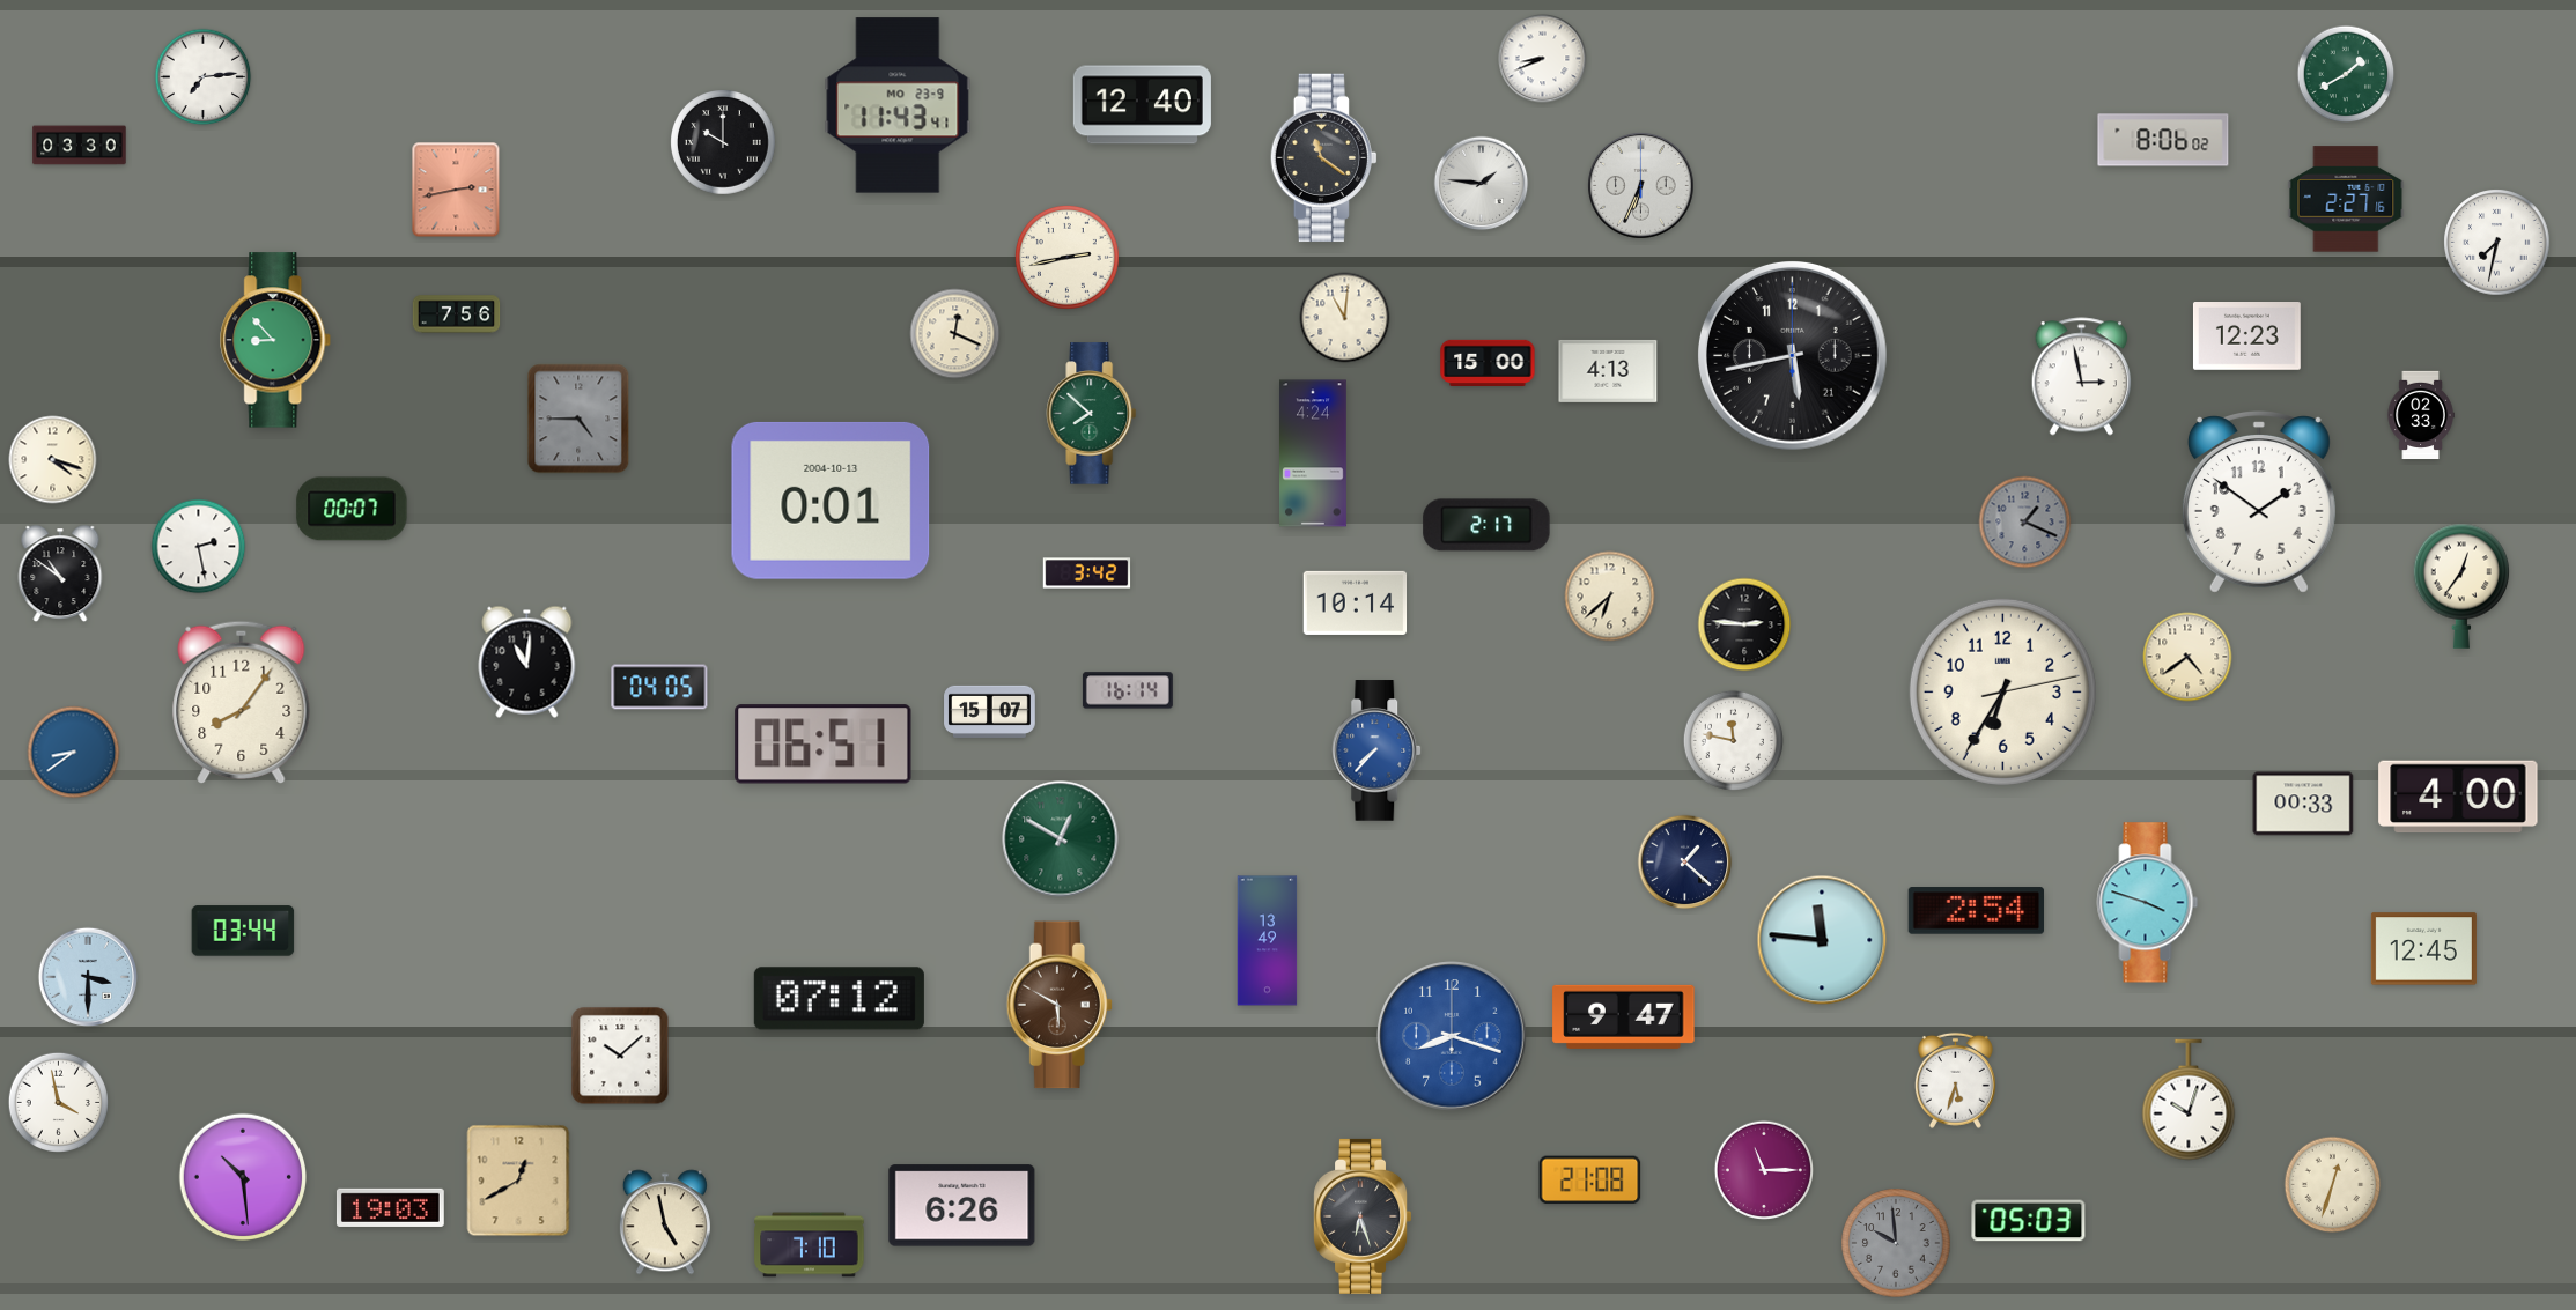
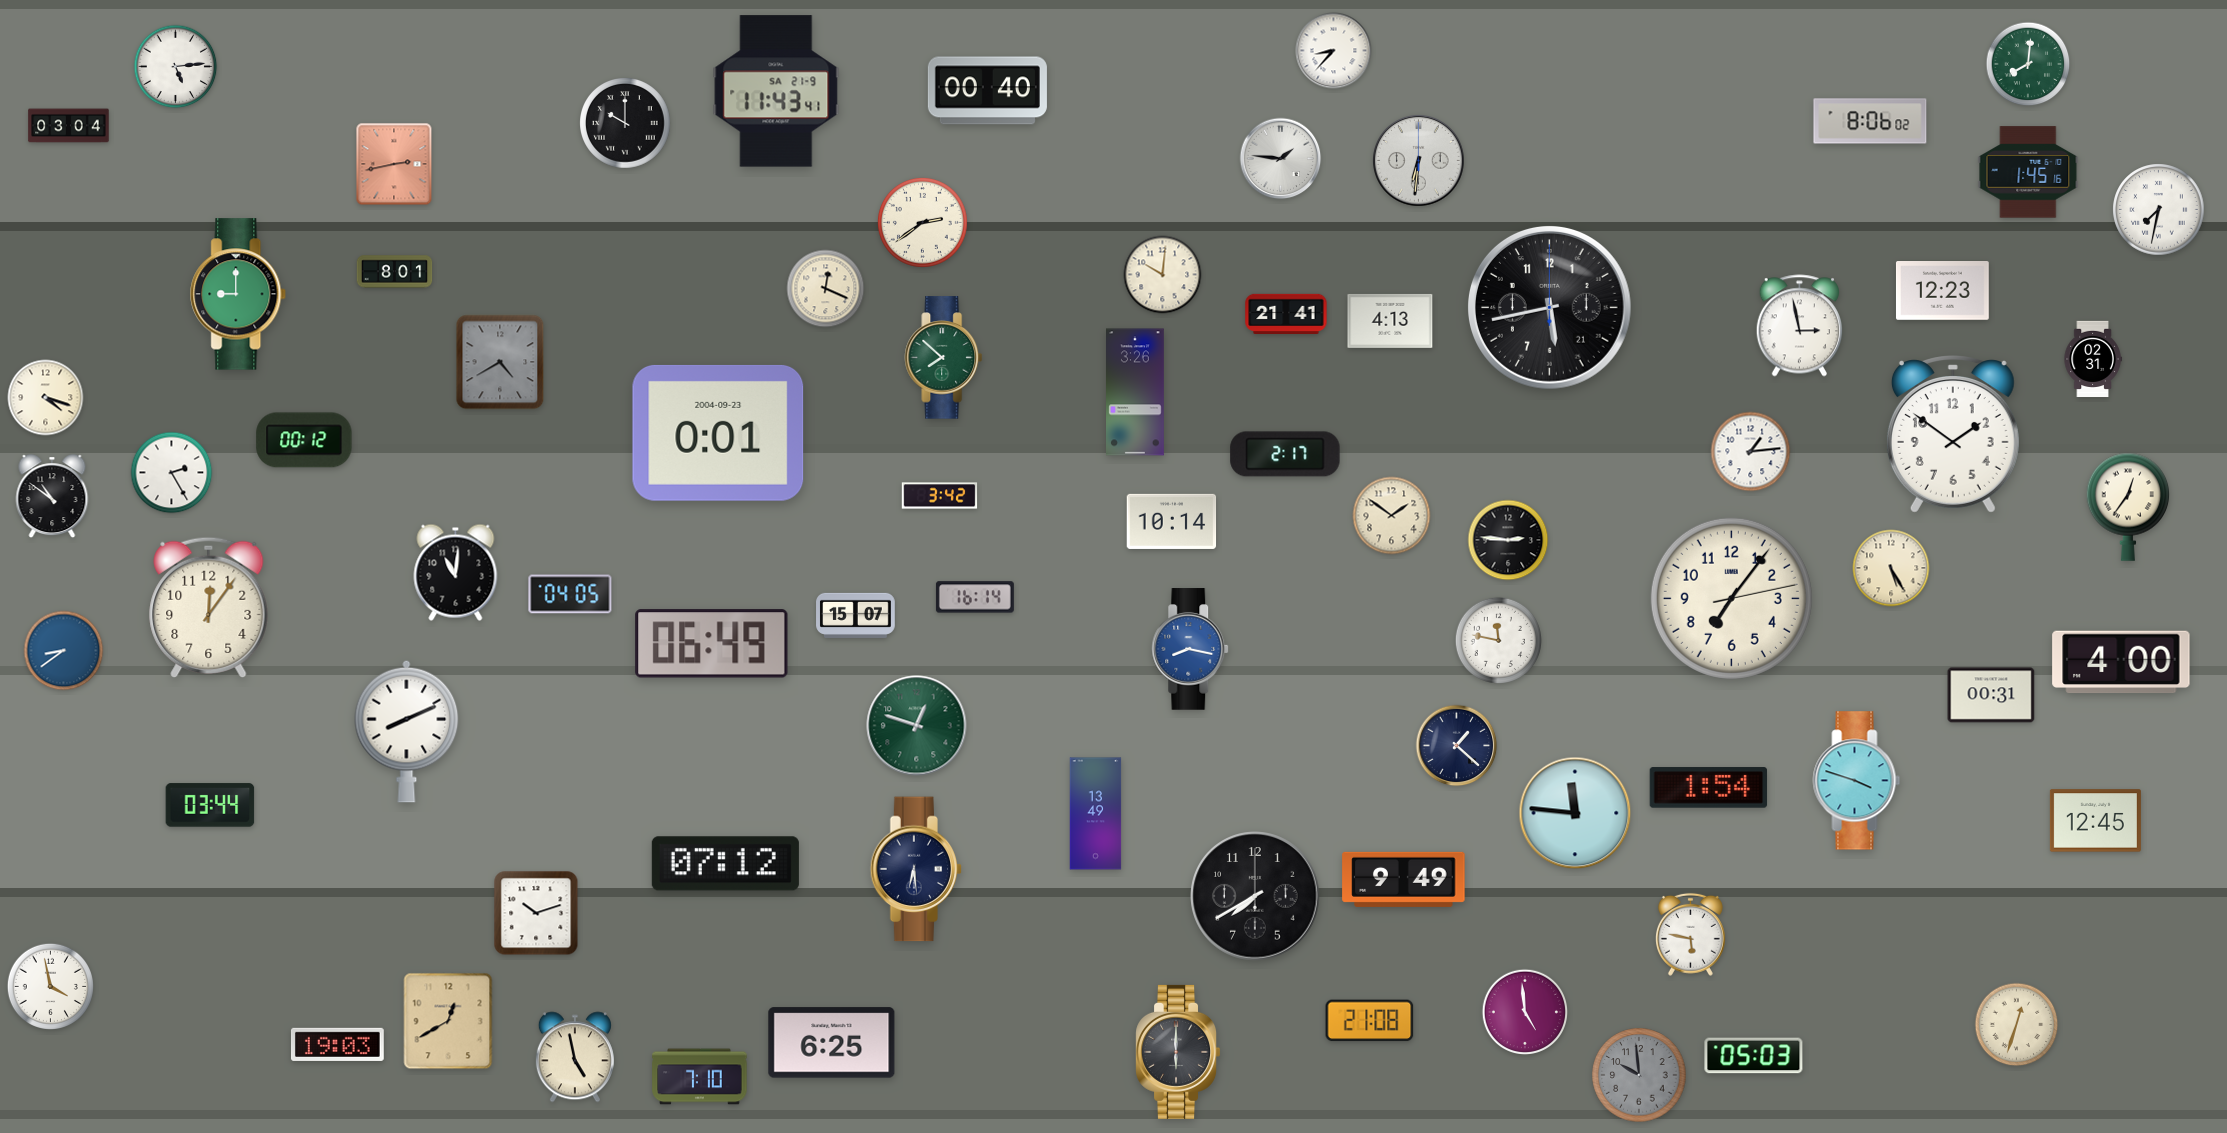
clock at (1543, 59): 8:41 -> 8:37
clock at (2346, 74): 1:40 -> 8:01
clock at (204, 77): 7:14 -> 5:14
clock at (898, 105) date: MO 23-9 -> SA 21-9
clock at (1142, 105): 12:40 -> 00:40
clock at (80, 146): 03:30 -> 03:04
clock at (1323, 158): 11:21 -> none
clock at (1641, 186): 6:34 -> 6:31
clock at (2346, 199): 2:27 -> 1:45
clock at (1066, 257): 2:43 -> 2:39
clock at (457, 314): 7:56 -> 8:01
clock at (1345, 318): 11:01 -> 10:01
clock at (276, 340): 8:53 -> 9:00
clock at (1488, 363): 15:00 -> 21:41
clock at (2421, 415): 02:33 -> 02:31
clock at (578, 419): 4:45 -> 4:40
clock at (1314, 453): 4:24 -> 3:26
clock at (831, 501) date: 2004-10-13 -> 2004-09-23
clock at (352, 509): 00:07 -> 00:12
clock at (2025, 523): 1:19 -> 1:14
clock at (2025, 523) dial: grey -> white
clock at (199, 547): 2:28 -> 2:25
clock at (1610, 597): 6:38 -> 1:51
clock at (2187, 657): 4:39 -> 5:25
clock at (2002, 691): 6:35 -> 7:06
clock at (242, 703): 8:06 -> 12:06
clock at (824, 745): 06:51 -> 06:49
clock at (1378, 750): 7:37 -> 8:17
clock at (2458, 797) position: (2458, 797) -> (2121, 662)
clock at (2303, 804): 00:33 -> 00:31
clock at (1061, 839): 12:50 -> 12:48
clock at (407, 731): none -> 8:11
clock at (1977, 911): 2:54 -> 1:54
clock at (88, 977): 3:30 -> none
clock at (1060, 1005): 5:50 -> 6:29
clock at (1060, 1005) dial: brown -> navy
clock at (1624, 1016): 9:47 -> 9:49
clock at (1452, 1036): 8:18 -> 7:40
clock at (1452, 1036) dial: blue -> black
clock at (620, 1056): 10:08 -> 10:12
clock at (1955, 1080): 5:33 -> 5:47
clock at (2189, 1100): 10:03 -> none
clock at (58, 1102) position: (58, 1102) -> (50, 986)
clock at (1764, 1170): 11:15 -> 4:59
clock at (242, 1176): 10:29 -> none
clock at (1590, 1181) position: (1590, 1181) -> (1370, 1021)
clock at (962, 1206): 6:26 -> 6:25
clock at (1363, 1216): 6:27 -> 6:00
